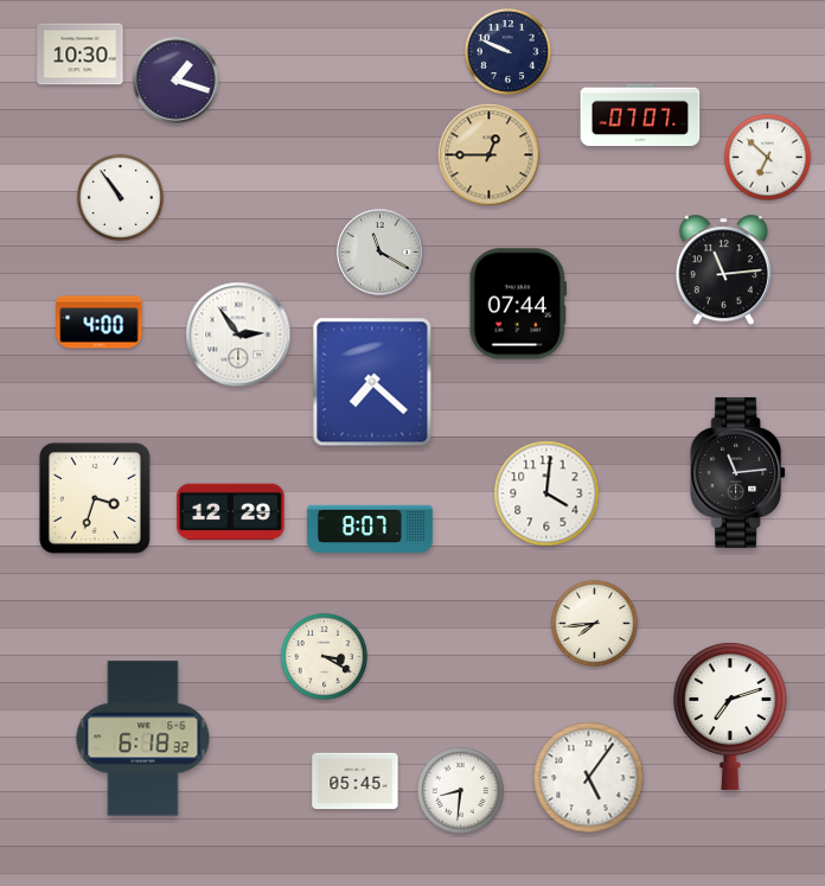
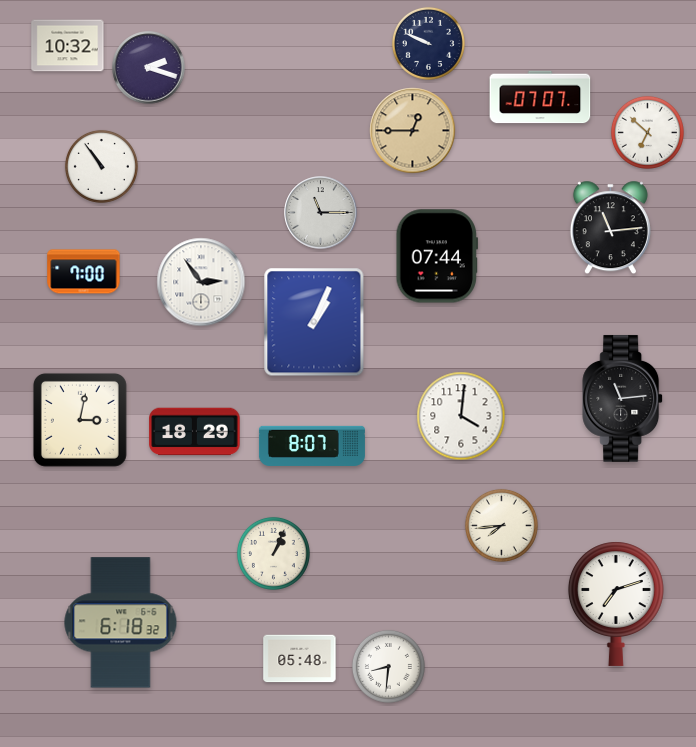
clock at (81, 55): 10:30 -> 10:32
clock at (177, 81): 1:18 -> 2:18
clock at (380, 253): 11:20 -> 11:15
clock at (100, 323): 4:00 -> 7:00
clock at (372, 382): 7:22 -> 1:04
clock at (95, 498): 3:33 -> 3:02
clock at (231, 512): 12:29 -> 18:29
clock at (324, 656): 3:20 -> 1:04
clock at (589, 778): 5:06 -> none
clock at (356, 782): 05:45 -> 05:48
